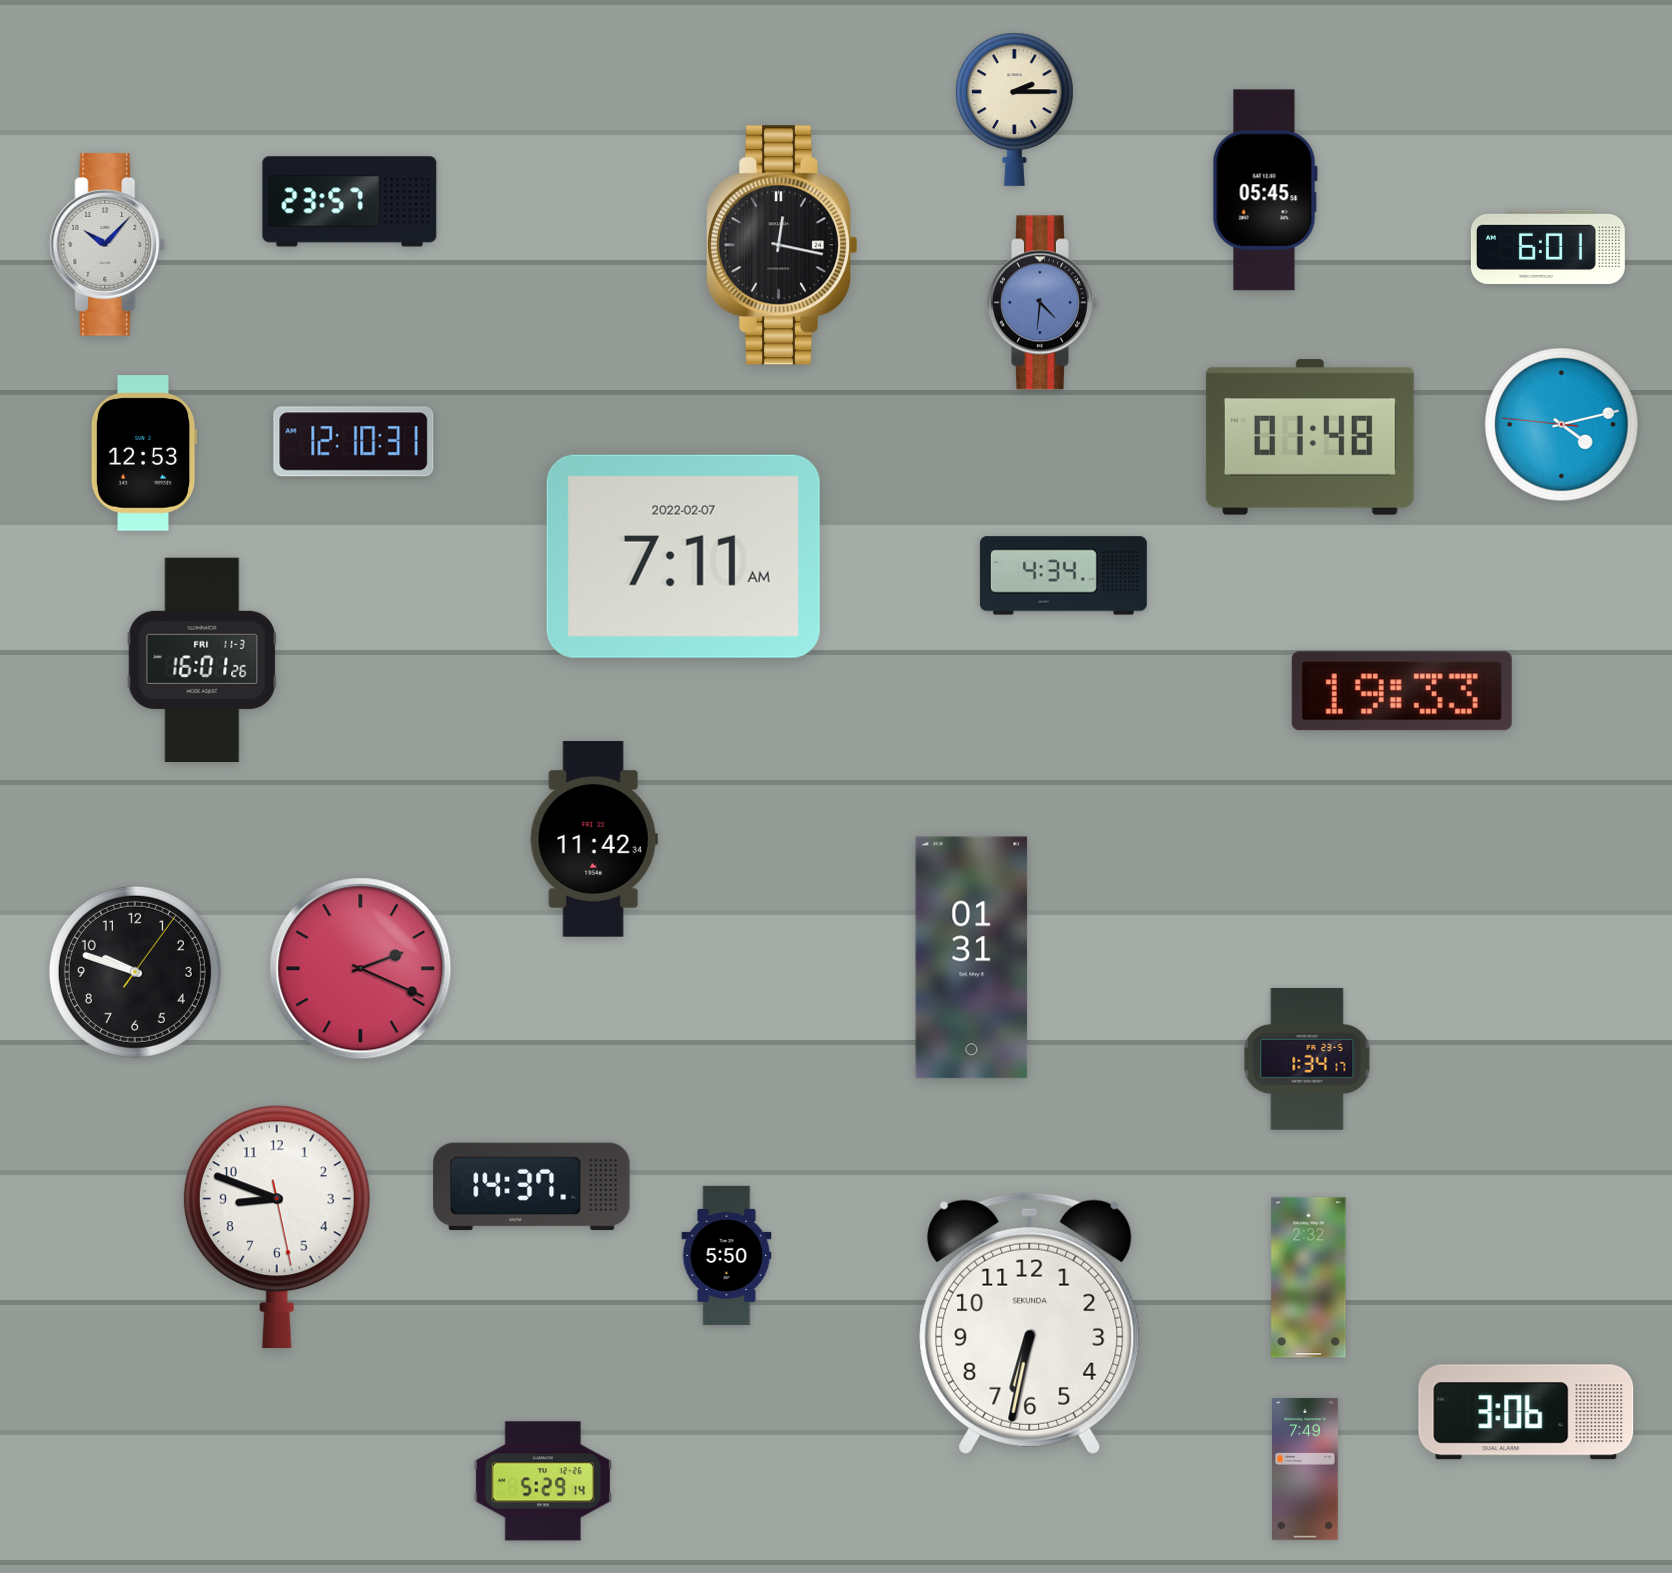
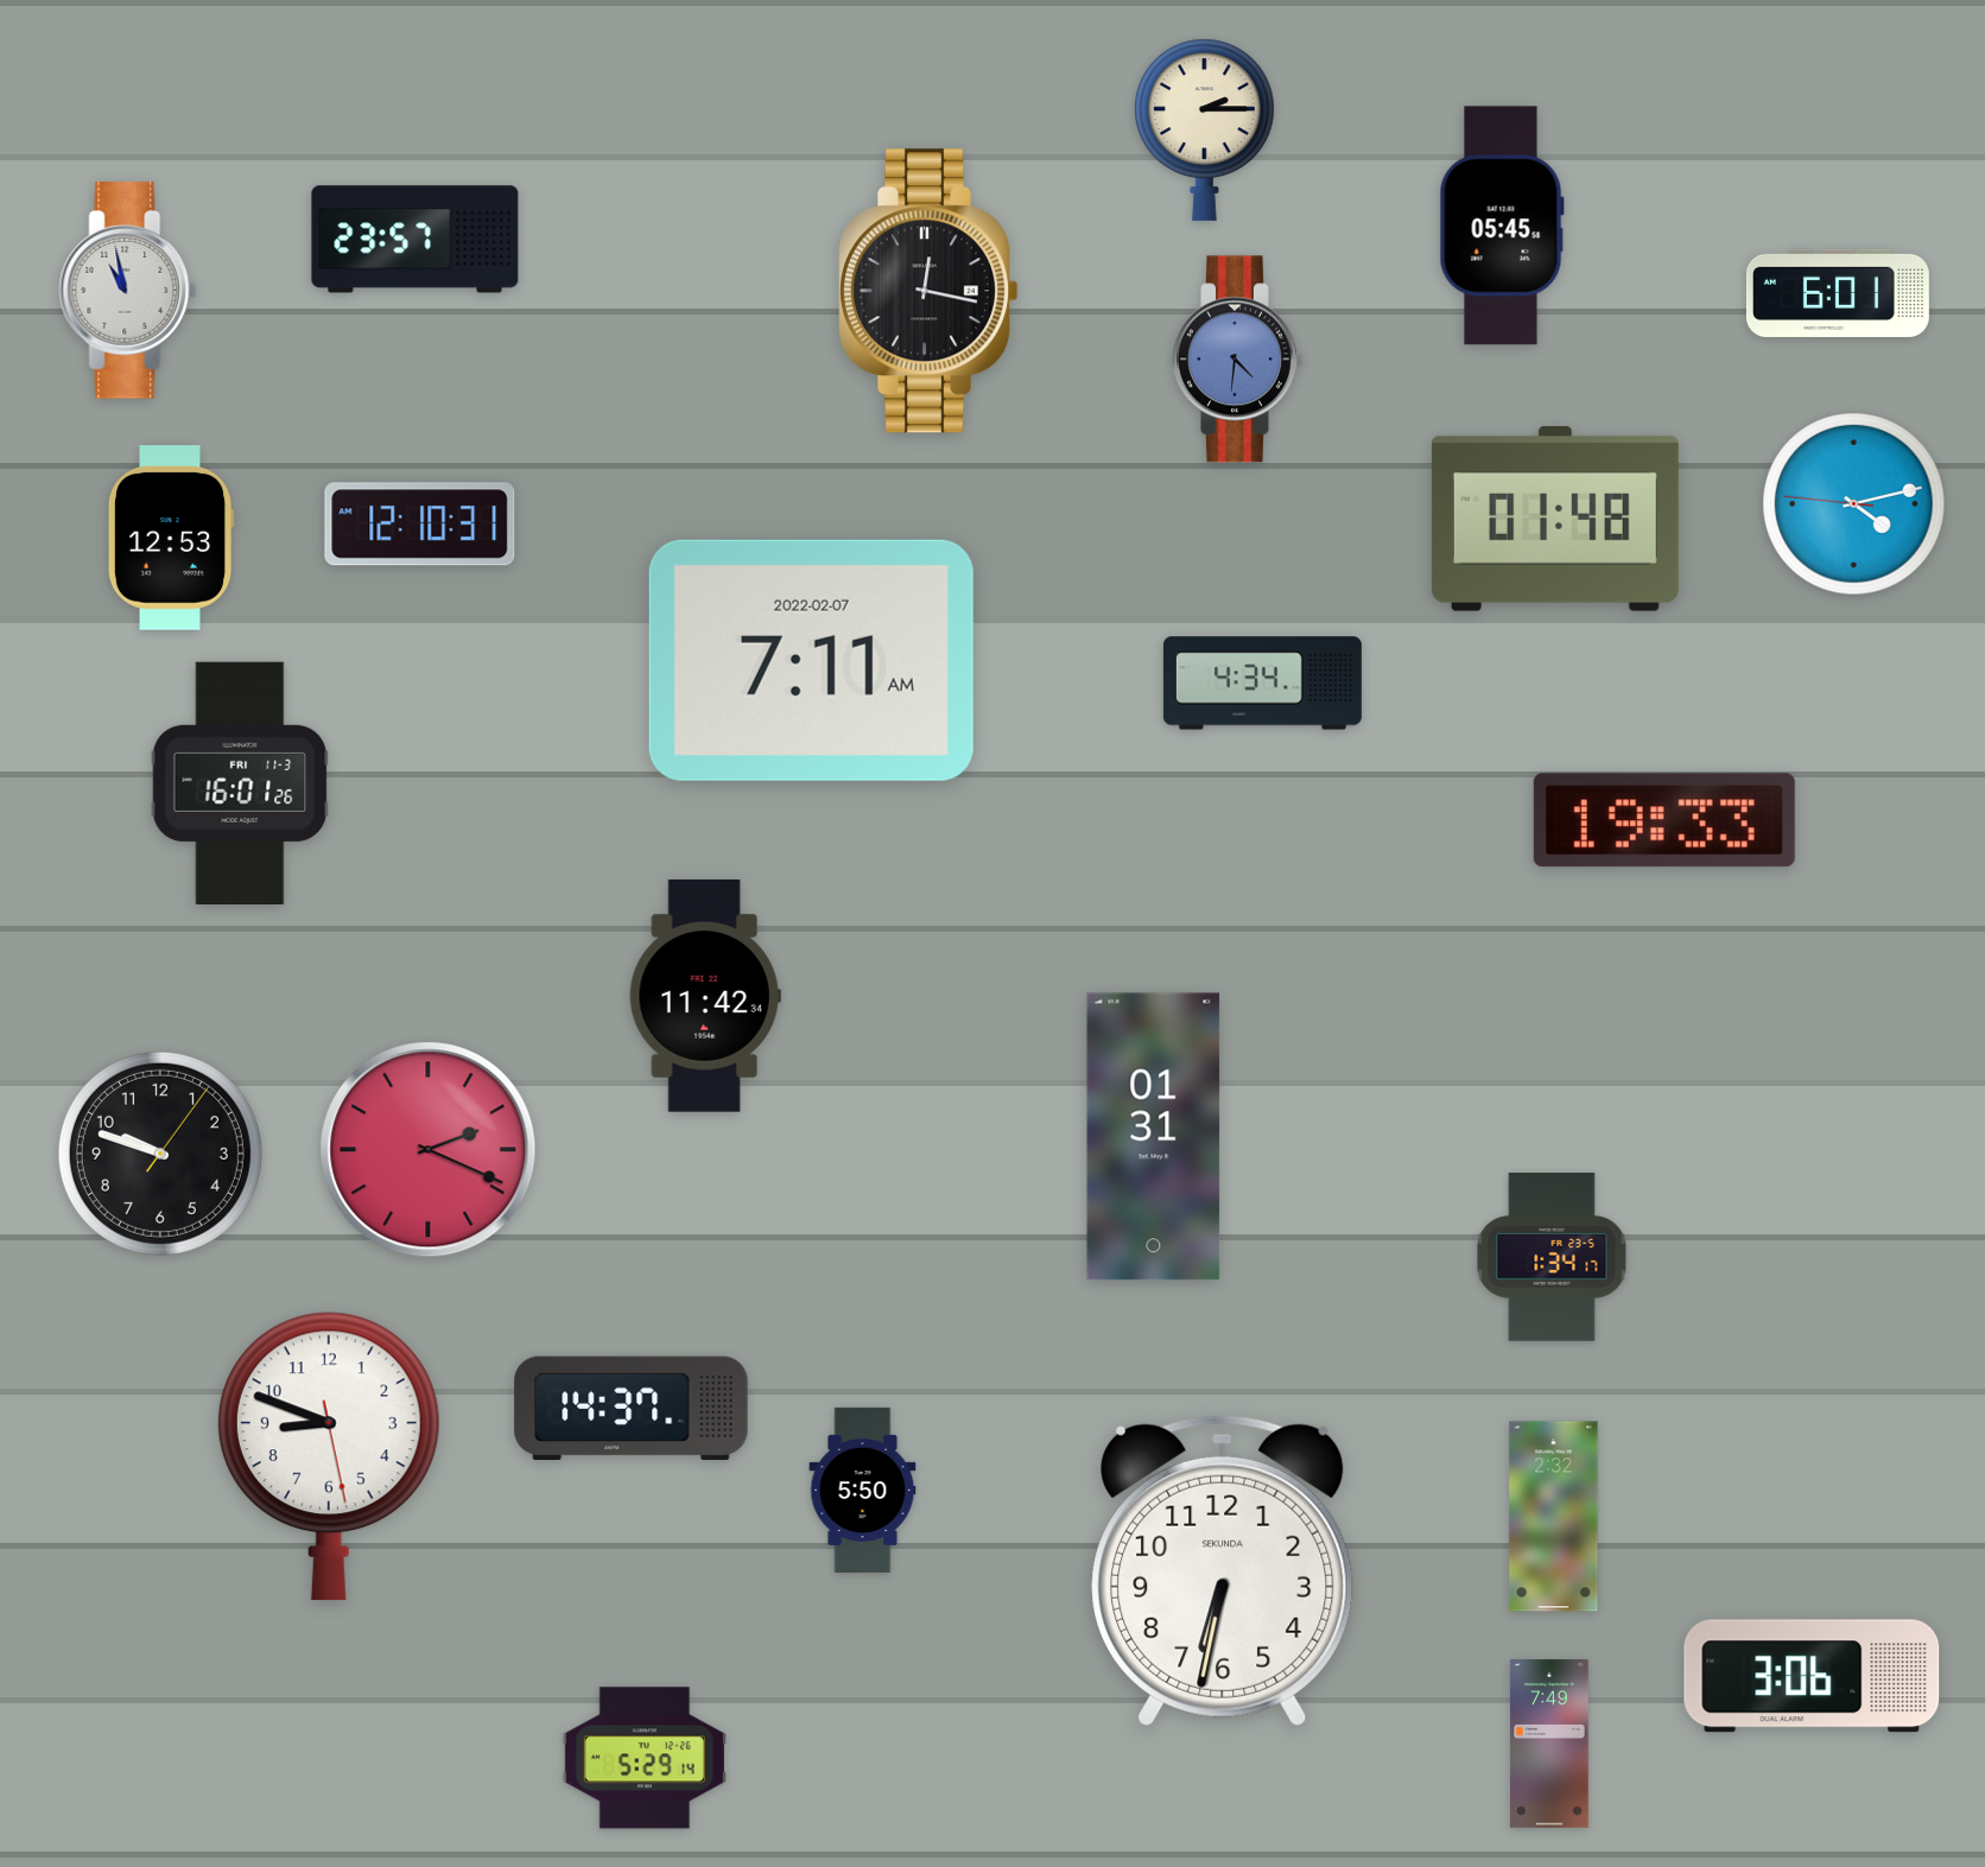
clock at (108, 245): 10:07 -> 10:58
